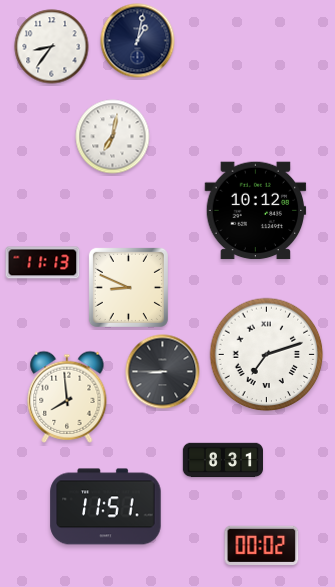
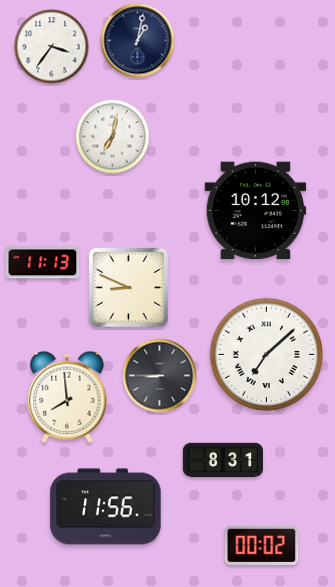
clock at (52, 47): 8:36 -> 3:36
clock at (267, 355): 7:12 -> 7:08
clock at (163, 372) position: (163, 372) -> (160, 376)
clock at (106, 507): 11:51 -> 11:56
